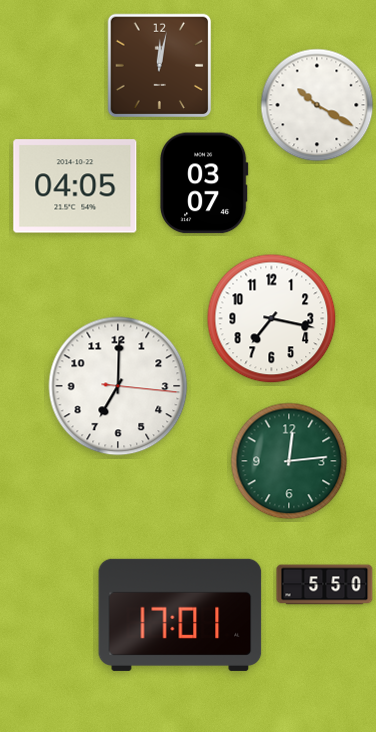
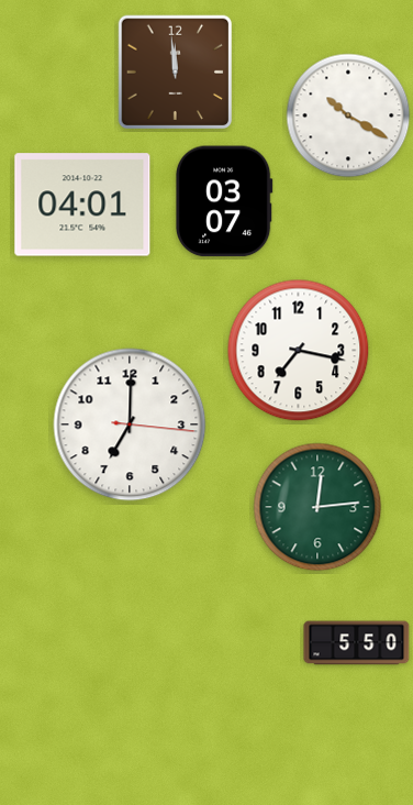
clock at (160, 66): 12:02 -> 11:59
clock at (75, 186): 04:05 -> 04:01
clock at (180, 615): 17:01 -> none
